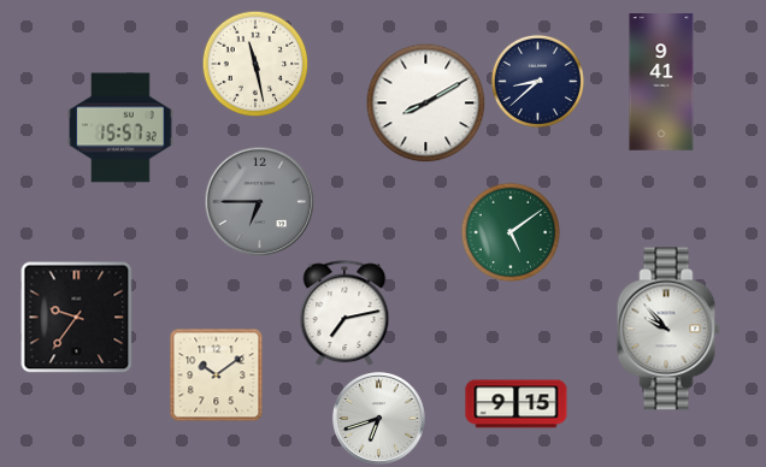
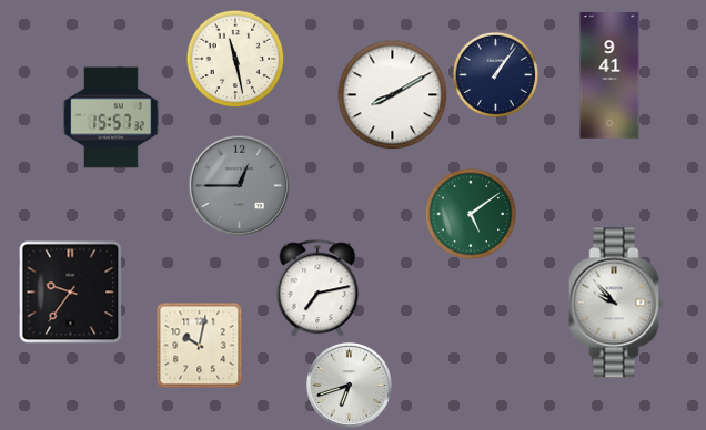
clock at (537, 81): 8:38 -> 1:06
clock at (259, 201): 6:45 -> 12:45
clock at (216, 374): 10:09 -> 10:02
clock at (517, 404): 9:15 -> none
